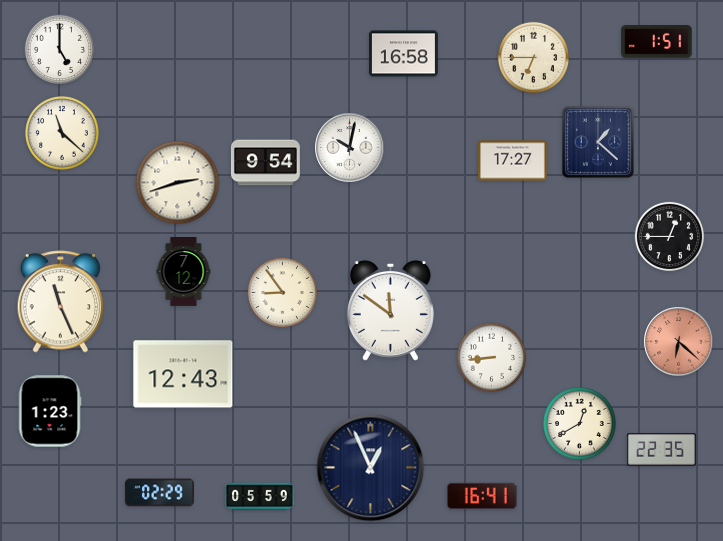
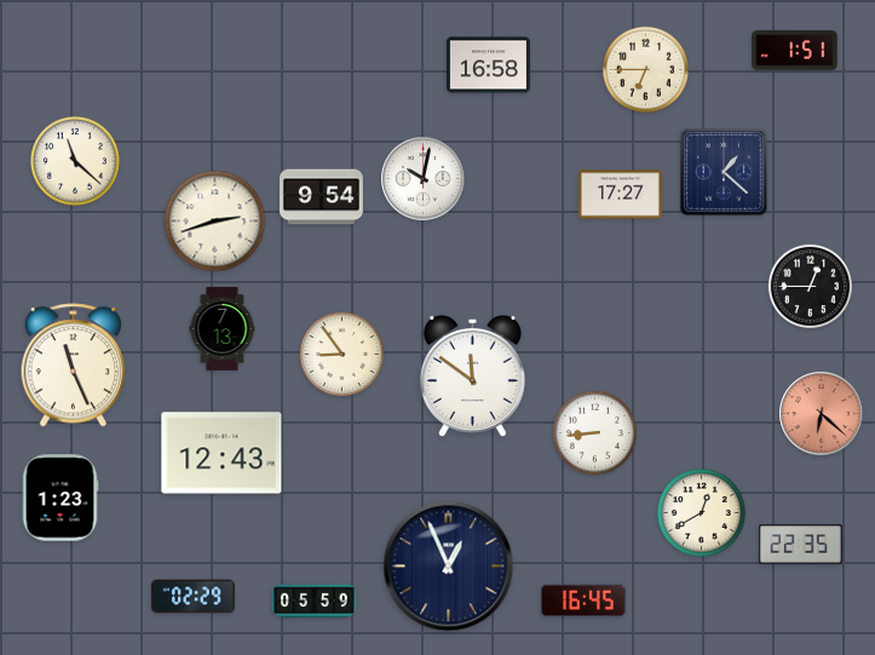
clock at (60, 50): 5:00 -> none
clock at (184, 272): 7:12 -> 7:13
clock at (482, 496): 16:41 -> 16:45
